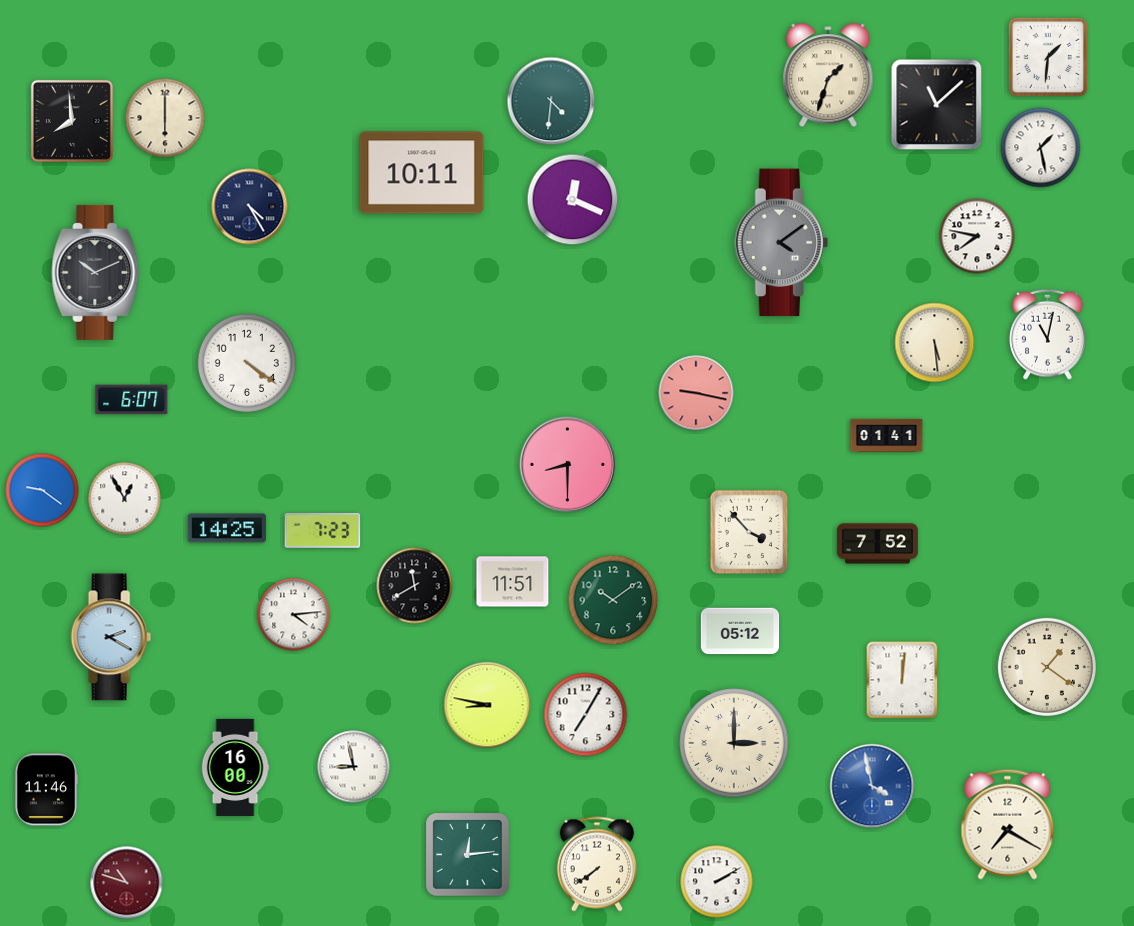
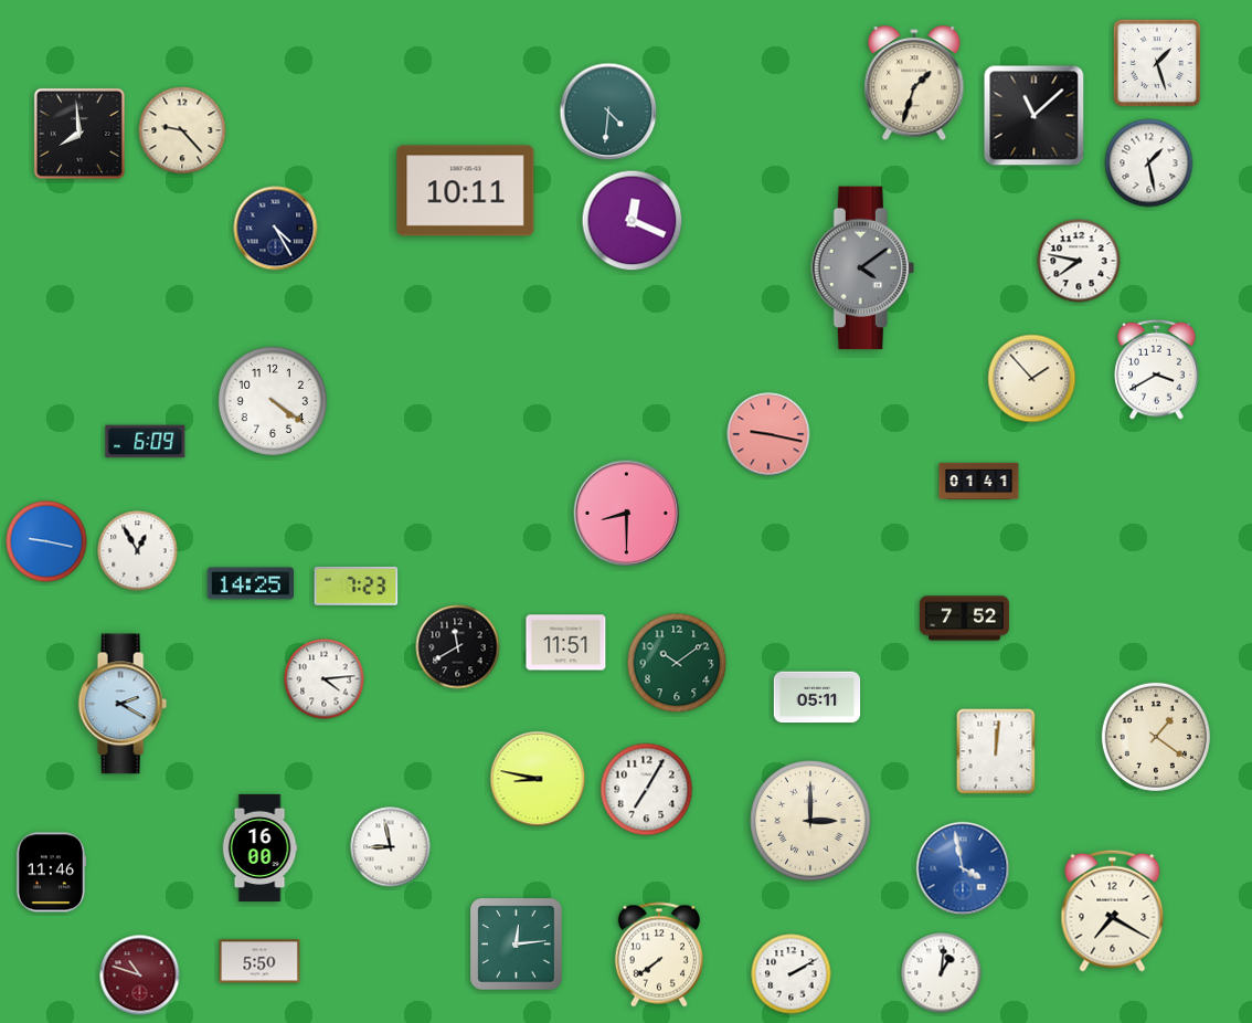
clock at (1047, 56): 1:31 -> 1:27
clock at (165, 118): 6:00 -> 9:23
clock at (96, 272): 10:11 -> none
clock at (1048, 334): 11:02 -> 3:40
clock at (935, 343): 5:29 -> 1:53
clock at (132, 400): 6:07 -> 6:09
clock at (42, 490): 9:21 -> 9:17
clock at (749, 532): 3:53 -> none
clock at (877, 544) position: (877, 544) -> (964, 619)
clock at (740, 631): 05:12 -> 05:11
clock at (259, 961): none -> 5:50
clock at (942, 973): none -> 1:01
